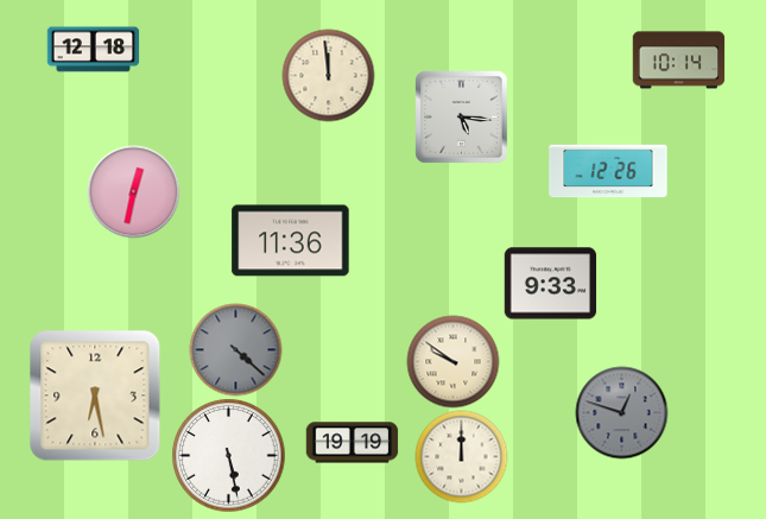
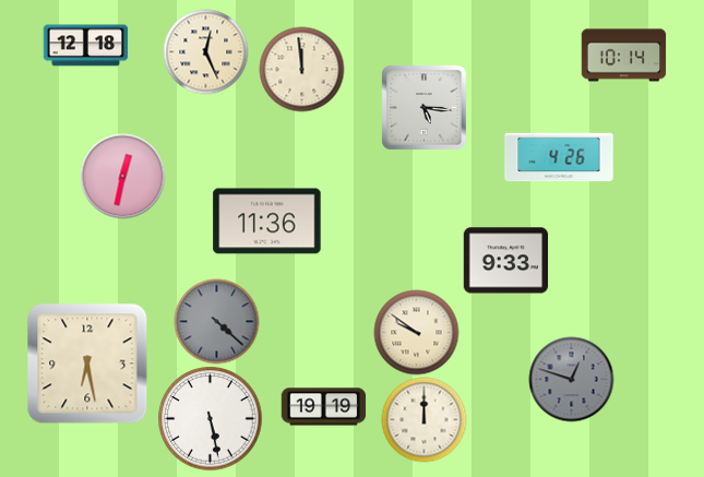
clock at (205, 51): none -> 12:26
clock at (608, 171): 12:26 -> 4:26
